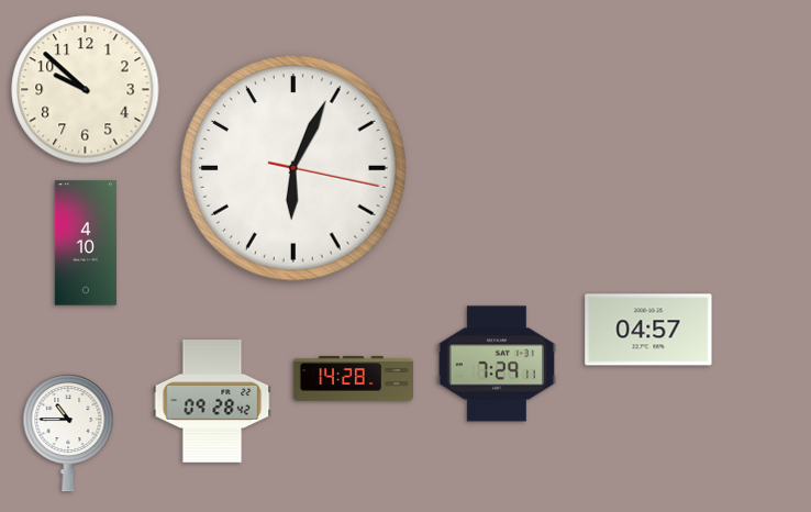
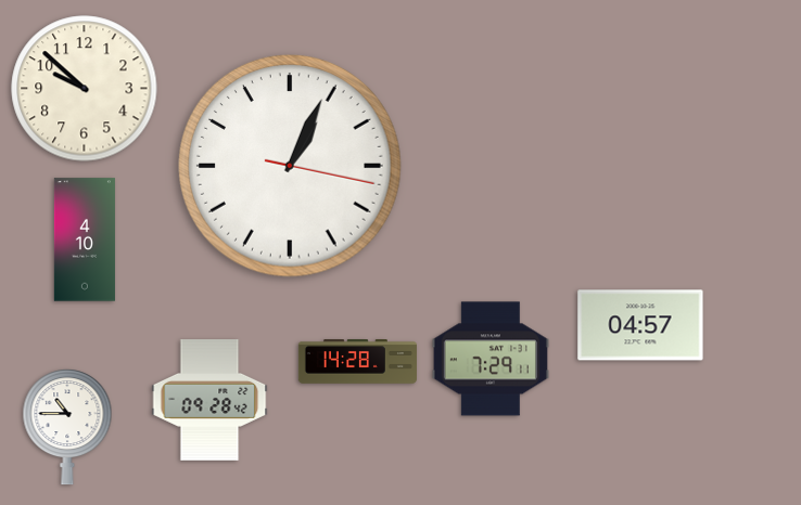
clock at (293, 168): 6:04 -> 1:04
clock at (353, 379) position: (353, 379) -> (357, 362)
clock at (212, 401) position: (212, 401) -> (209, 400)
